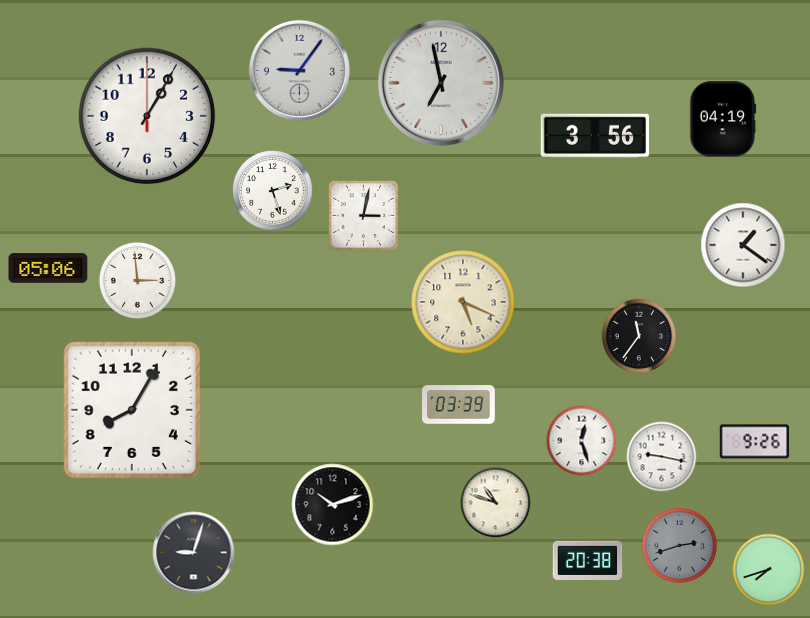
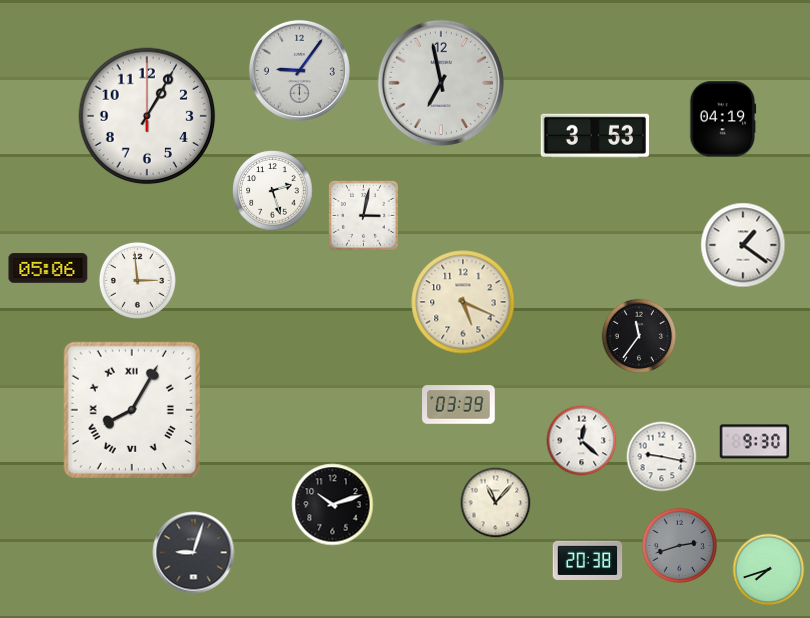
clock at (595, 136): 3:56 -> 3:53
clock at (132, 410) numerals: Arabic -> Roman
clock at (582, 441): 12:27 -> 12:22
clock at (755, 442): 9:26 -> 9:30
clock at (496, 503): 10:48 -> 11:07
